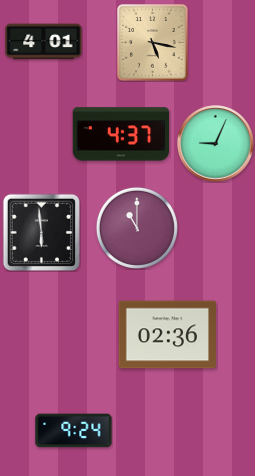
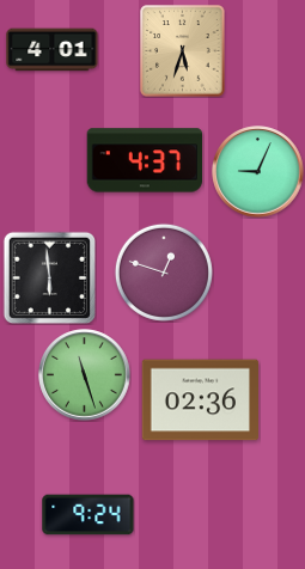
clock at (153, 43): 5:17 -> 5:33
clock at (137, 228): 11:00 -> 12:48
clock at (85, 375): none -> 11:27
